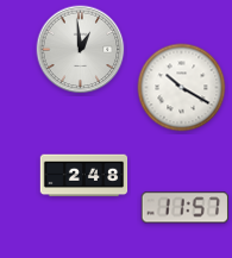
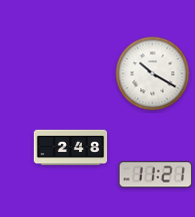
clock at (81, 50): 12:59 -> none
clock at (184, 208): 11:57 -> 11:21
